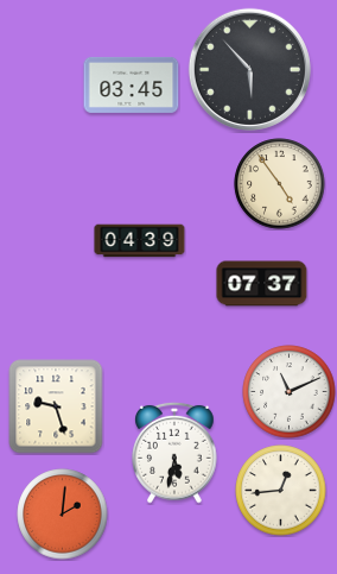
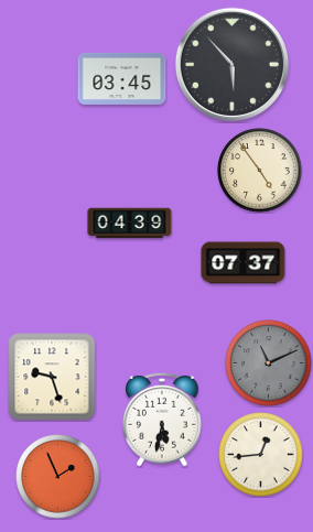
clock at (290, 392) dial: white -> grey
clock at (63, 515): 2:01 -> 1:56
